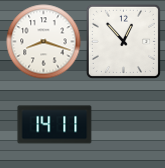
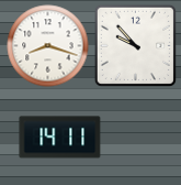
clock at (123, 41): 12:53 -> 9:53
